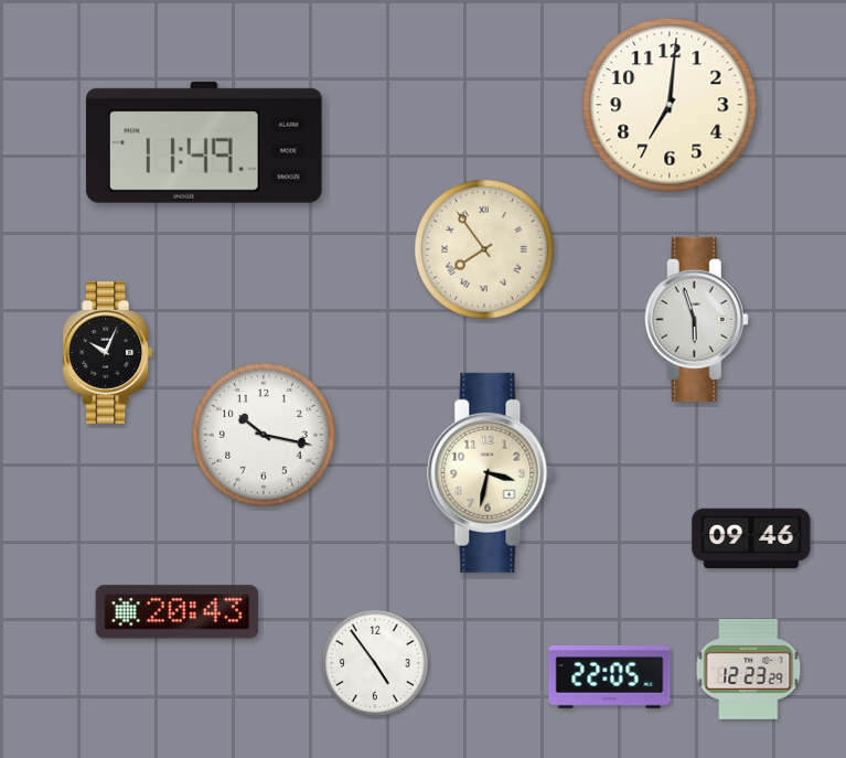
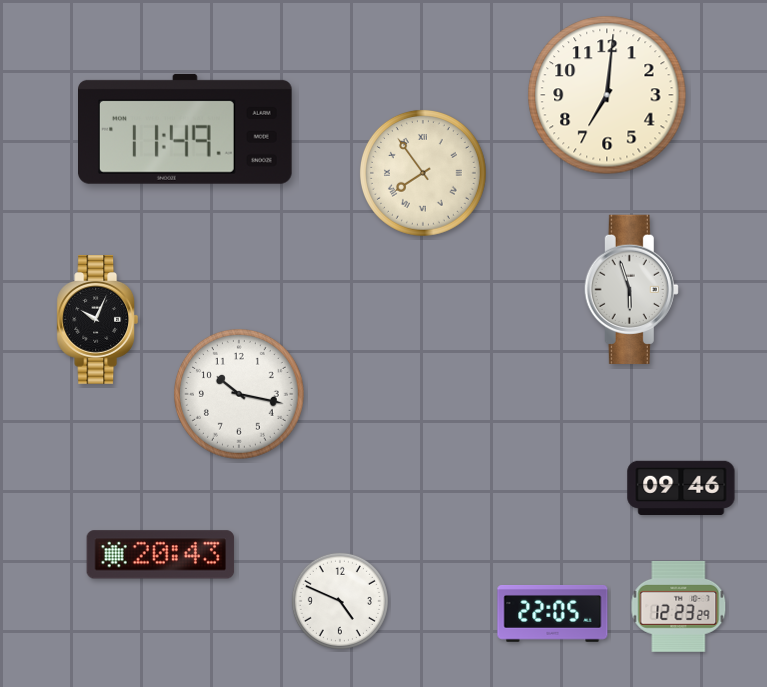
clock at (484, 249) position: (484, 249) -> (423, 173)
clock at (491, 472): 3:32 -> none
clock at (375, 663): 4:54 -> 4:49
